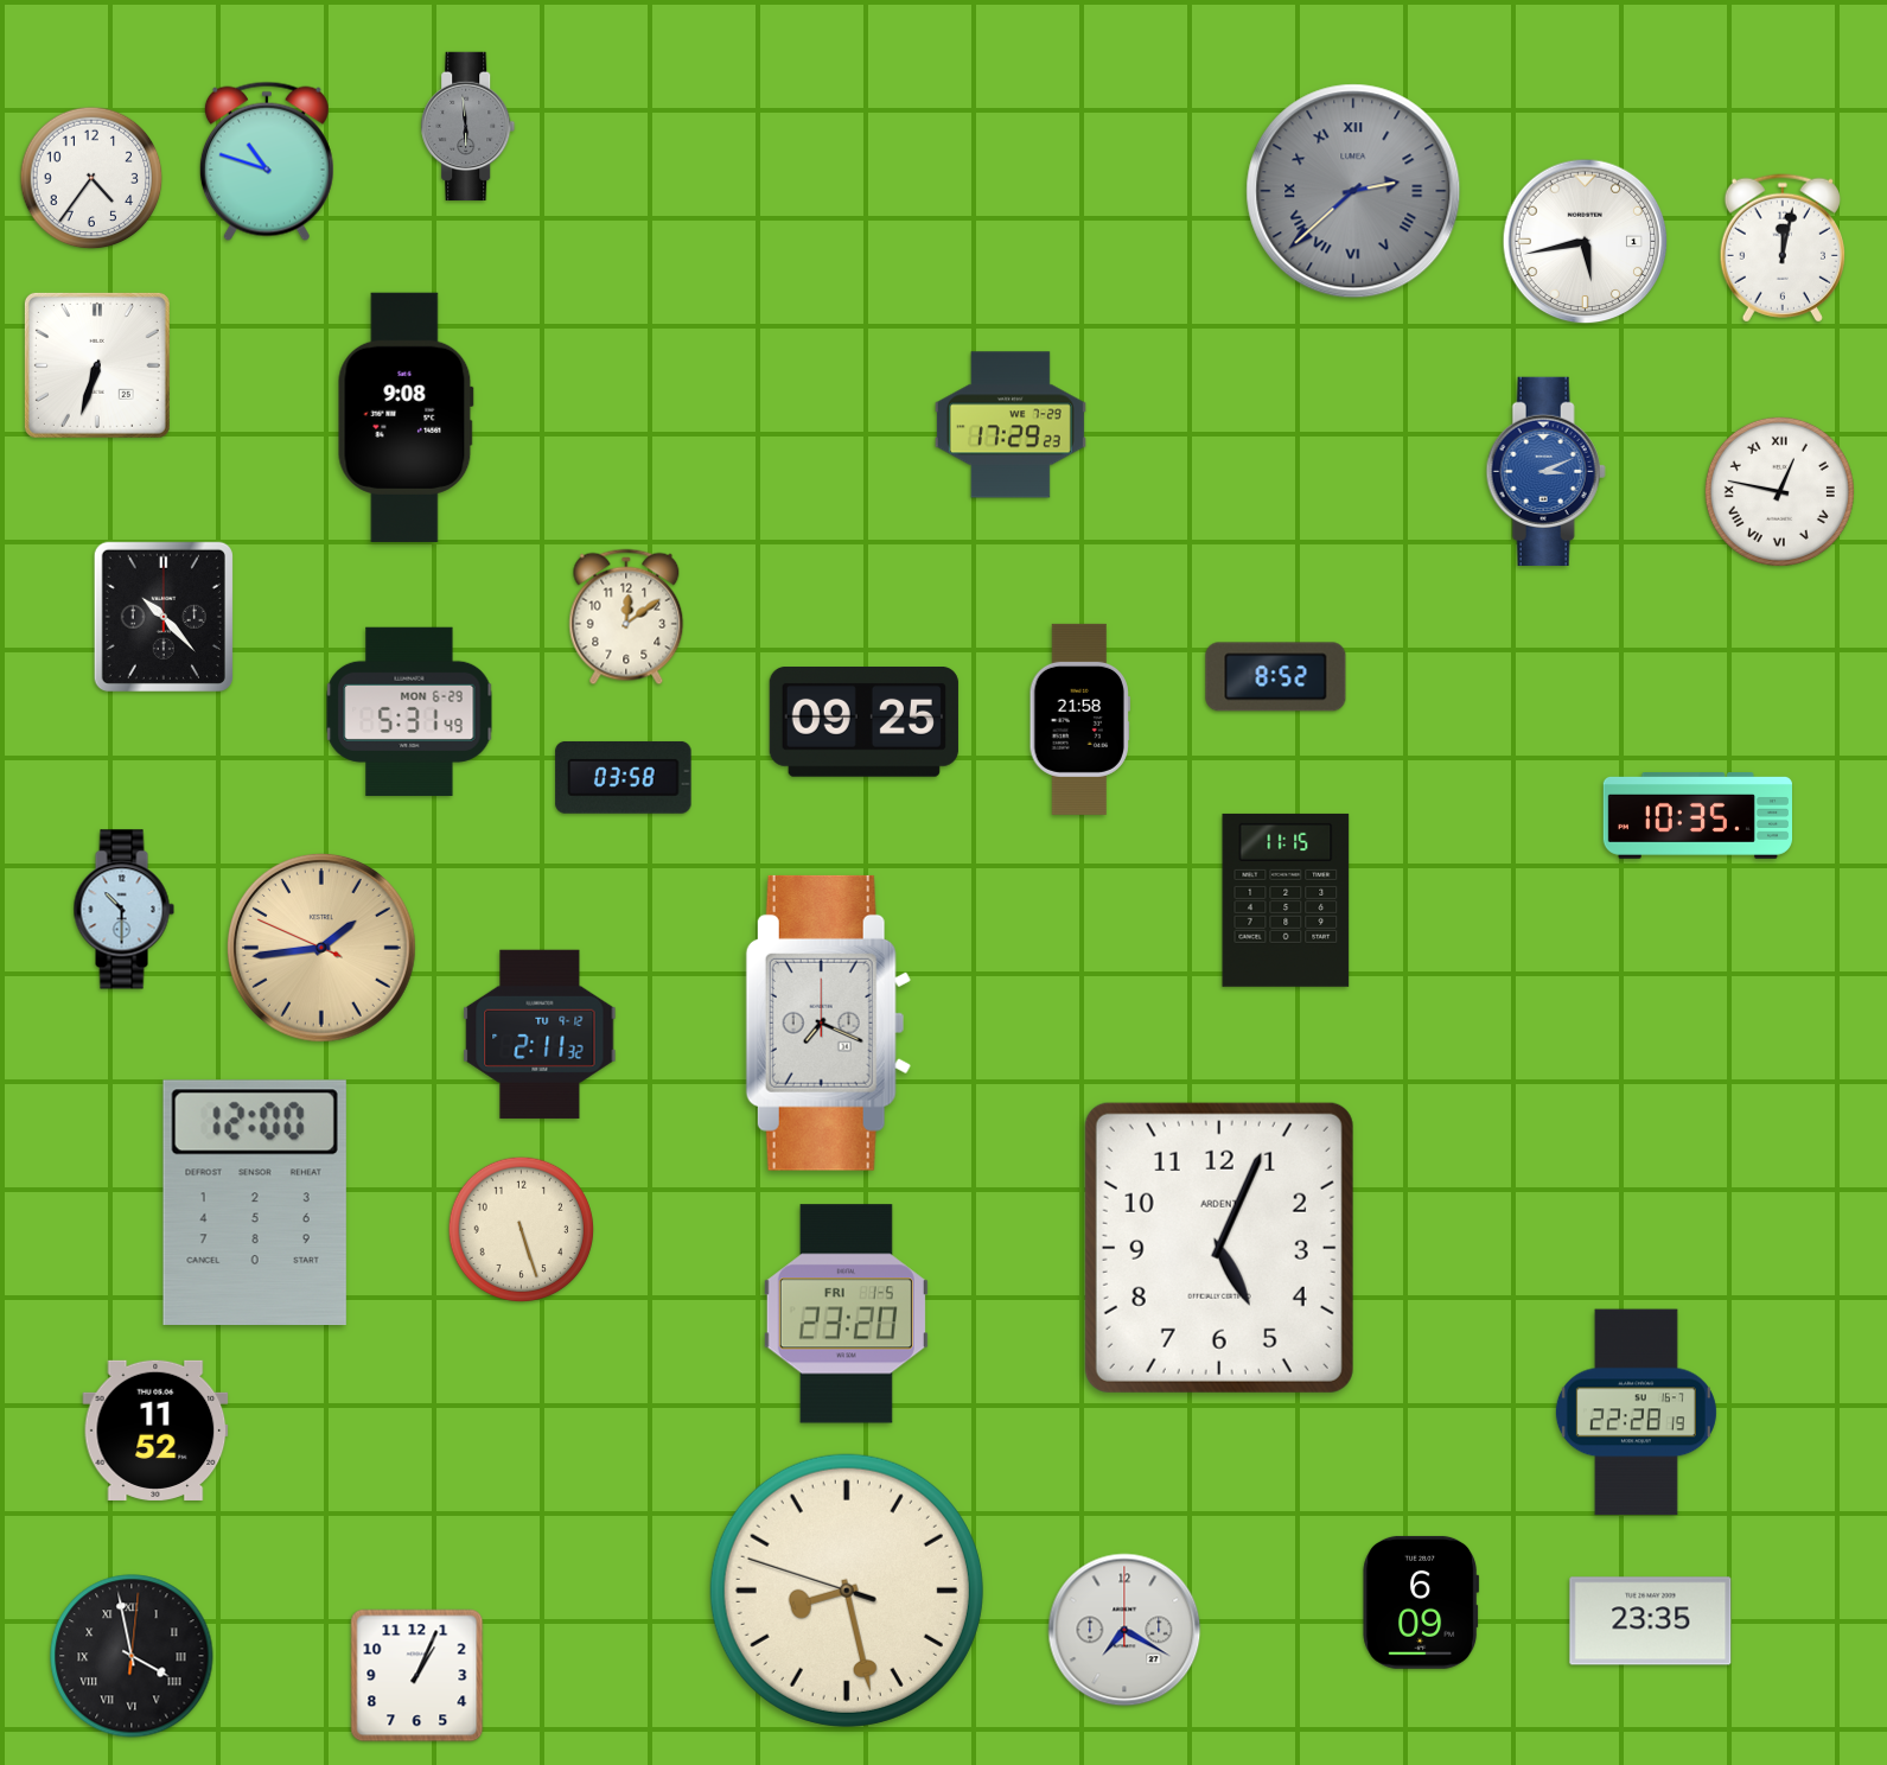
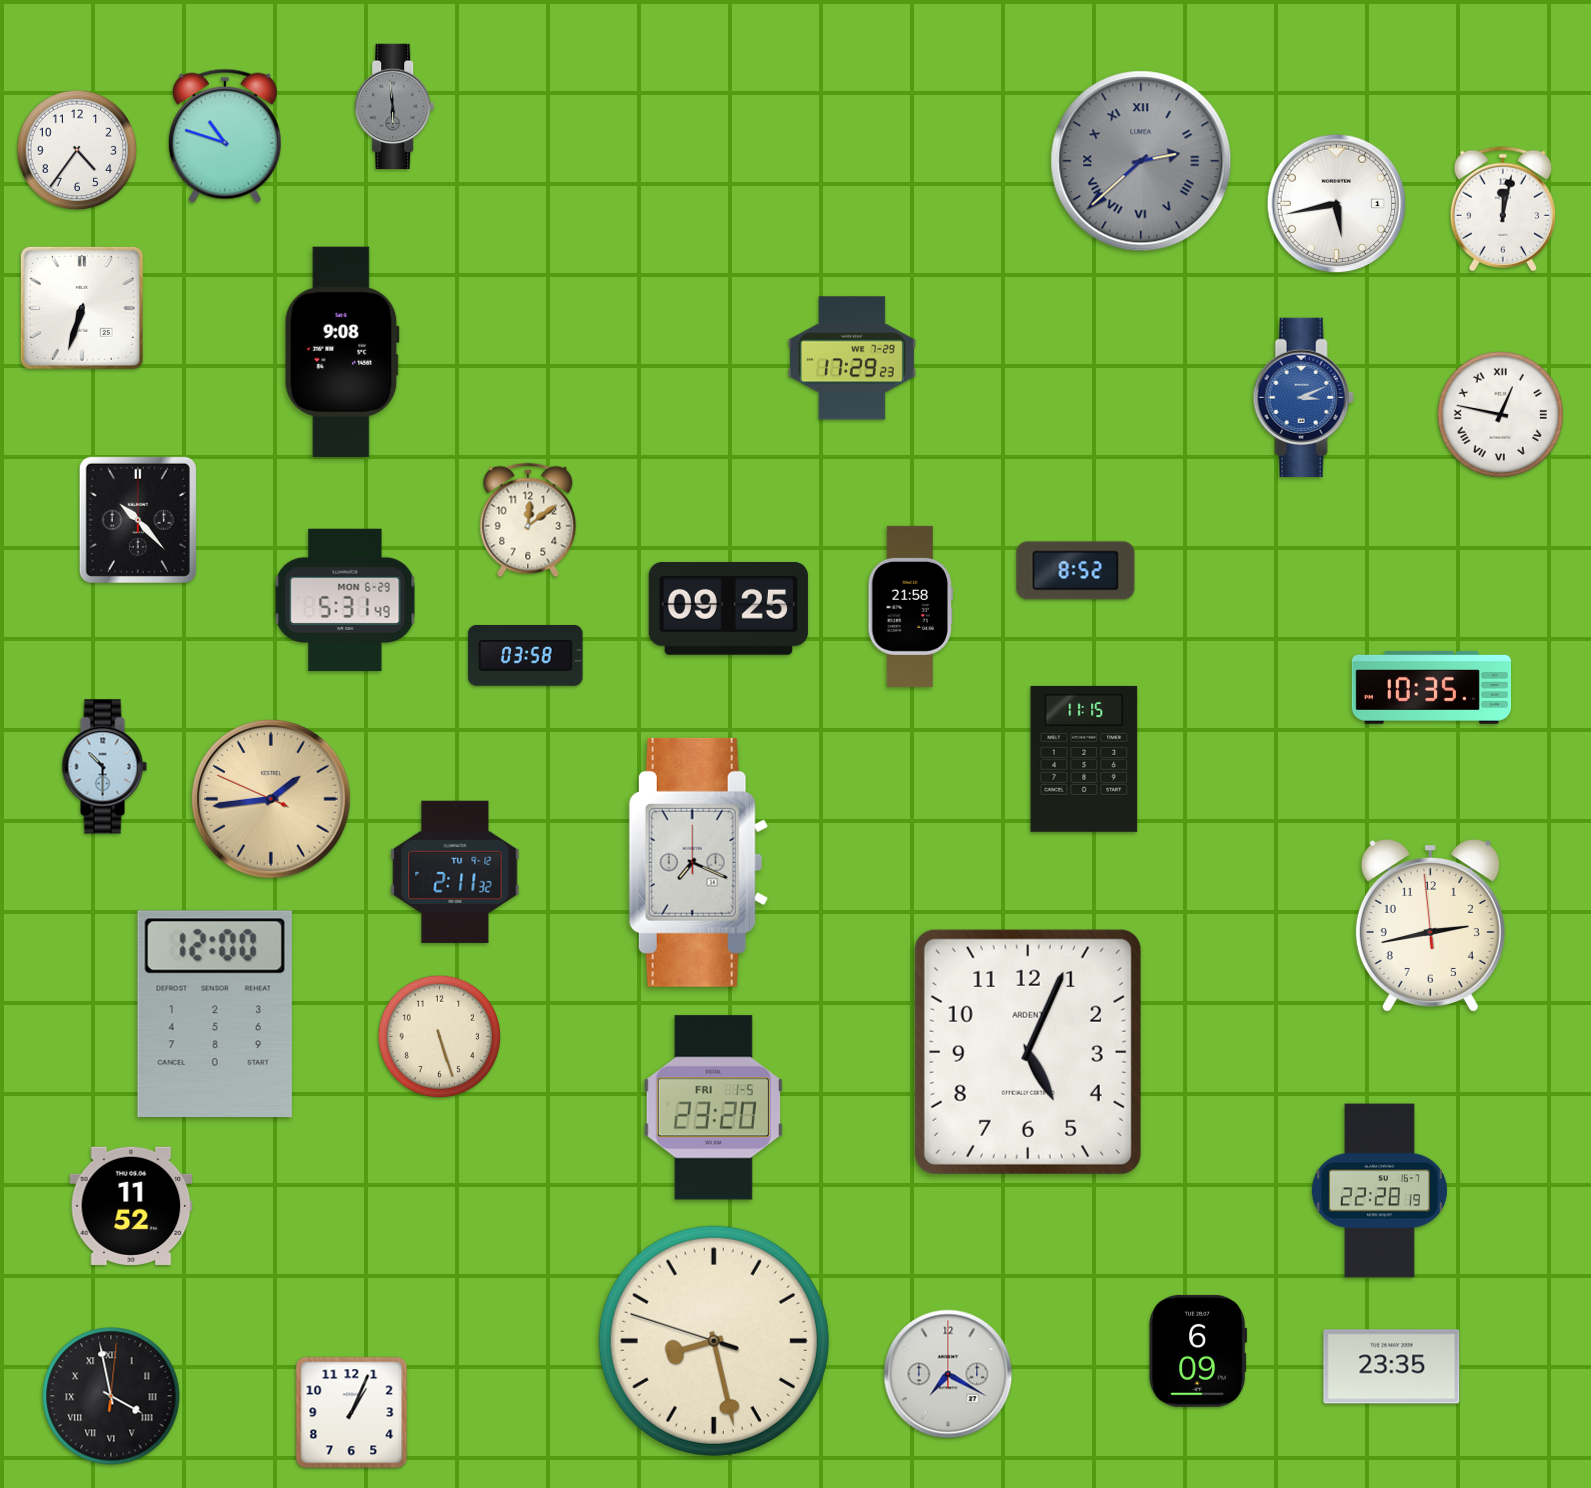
clock at (1430, 926): none -> 2:42
